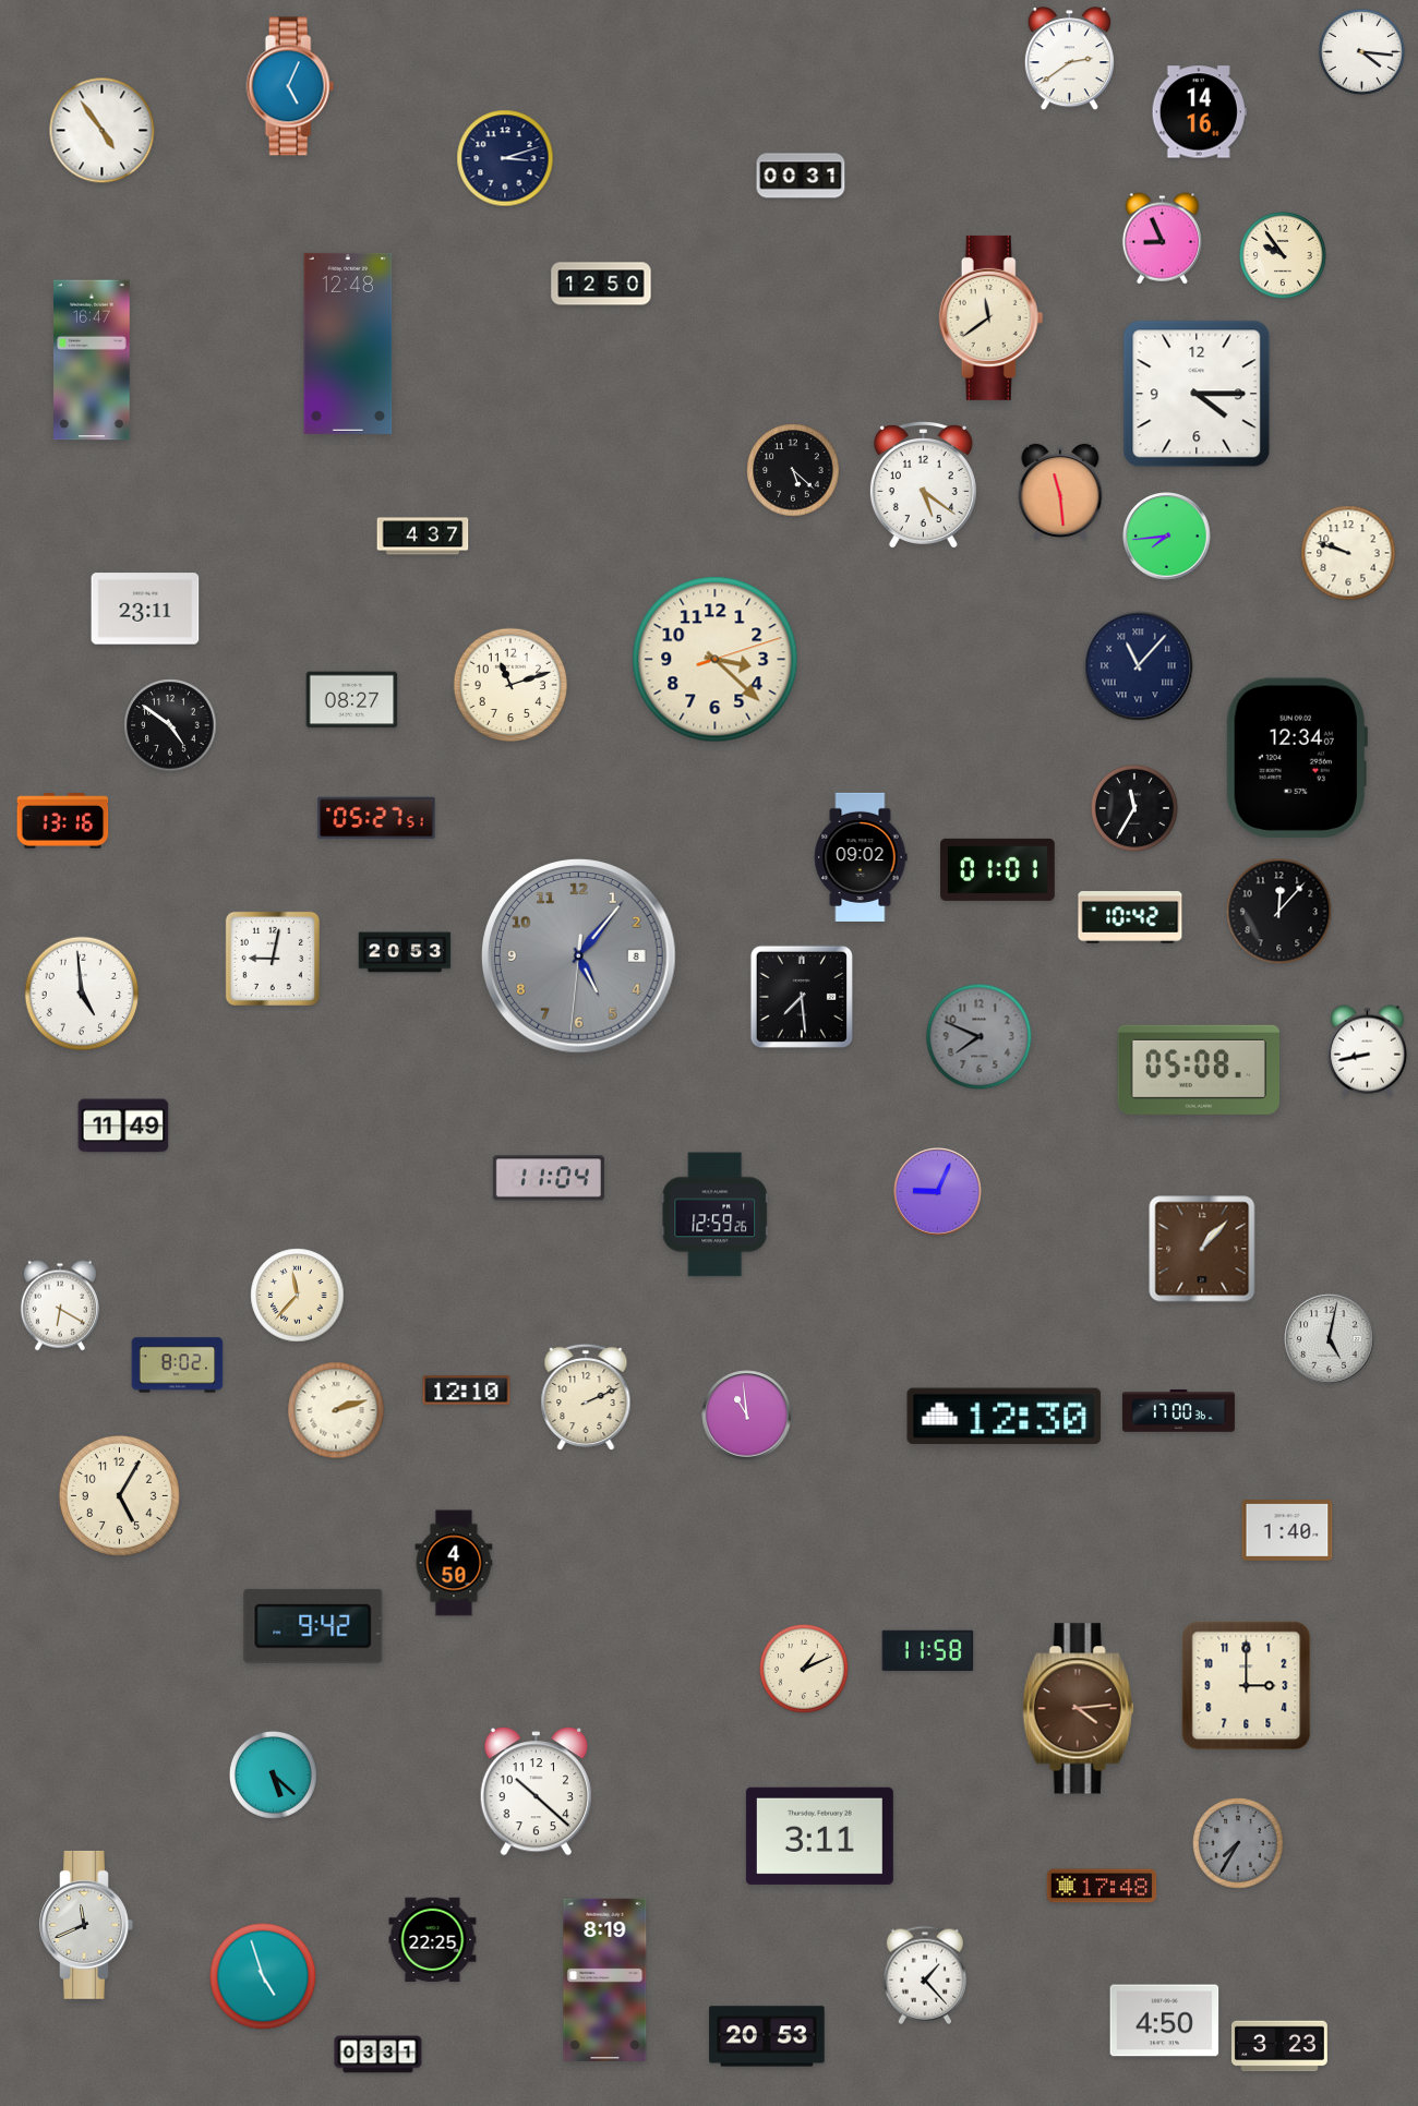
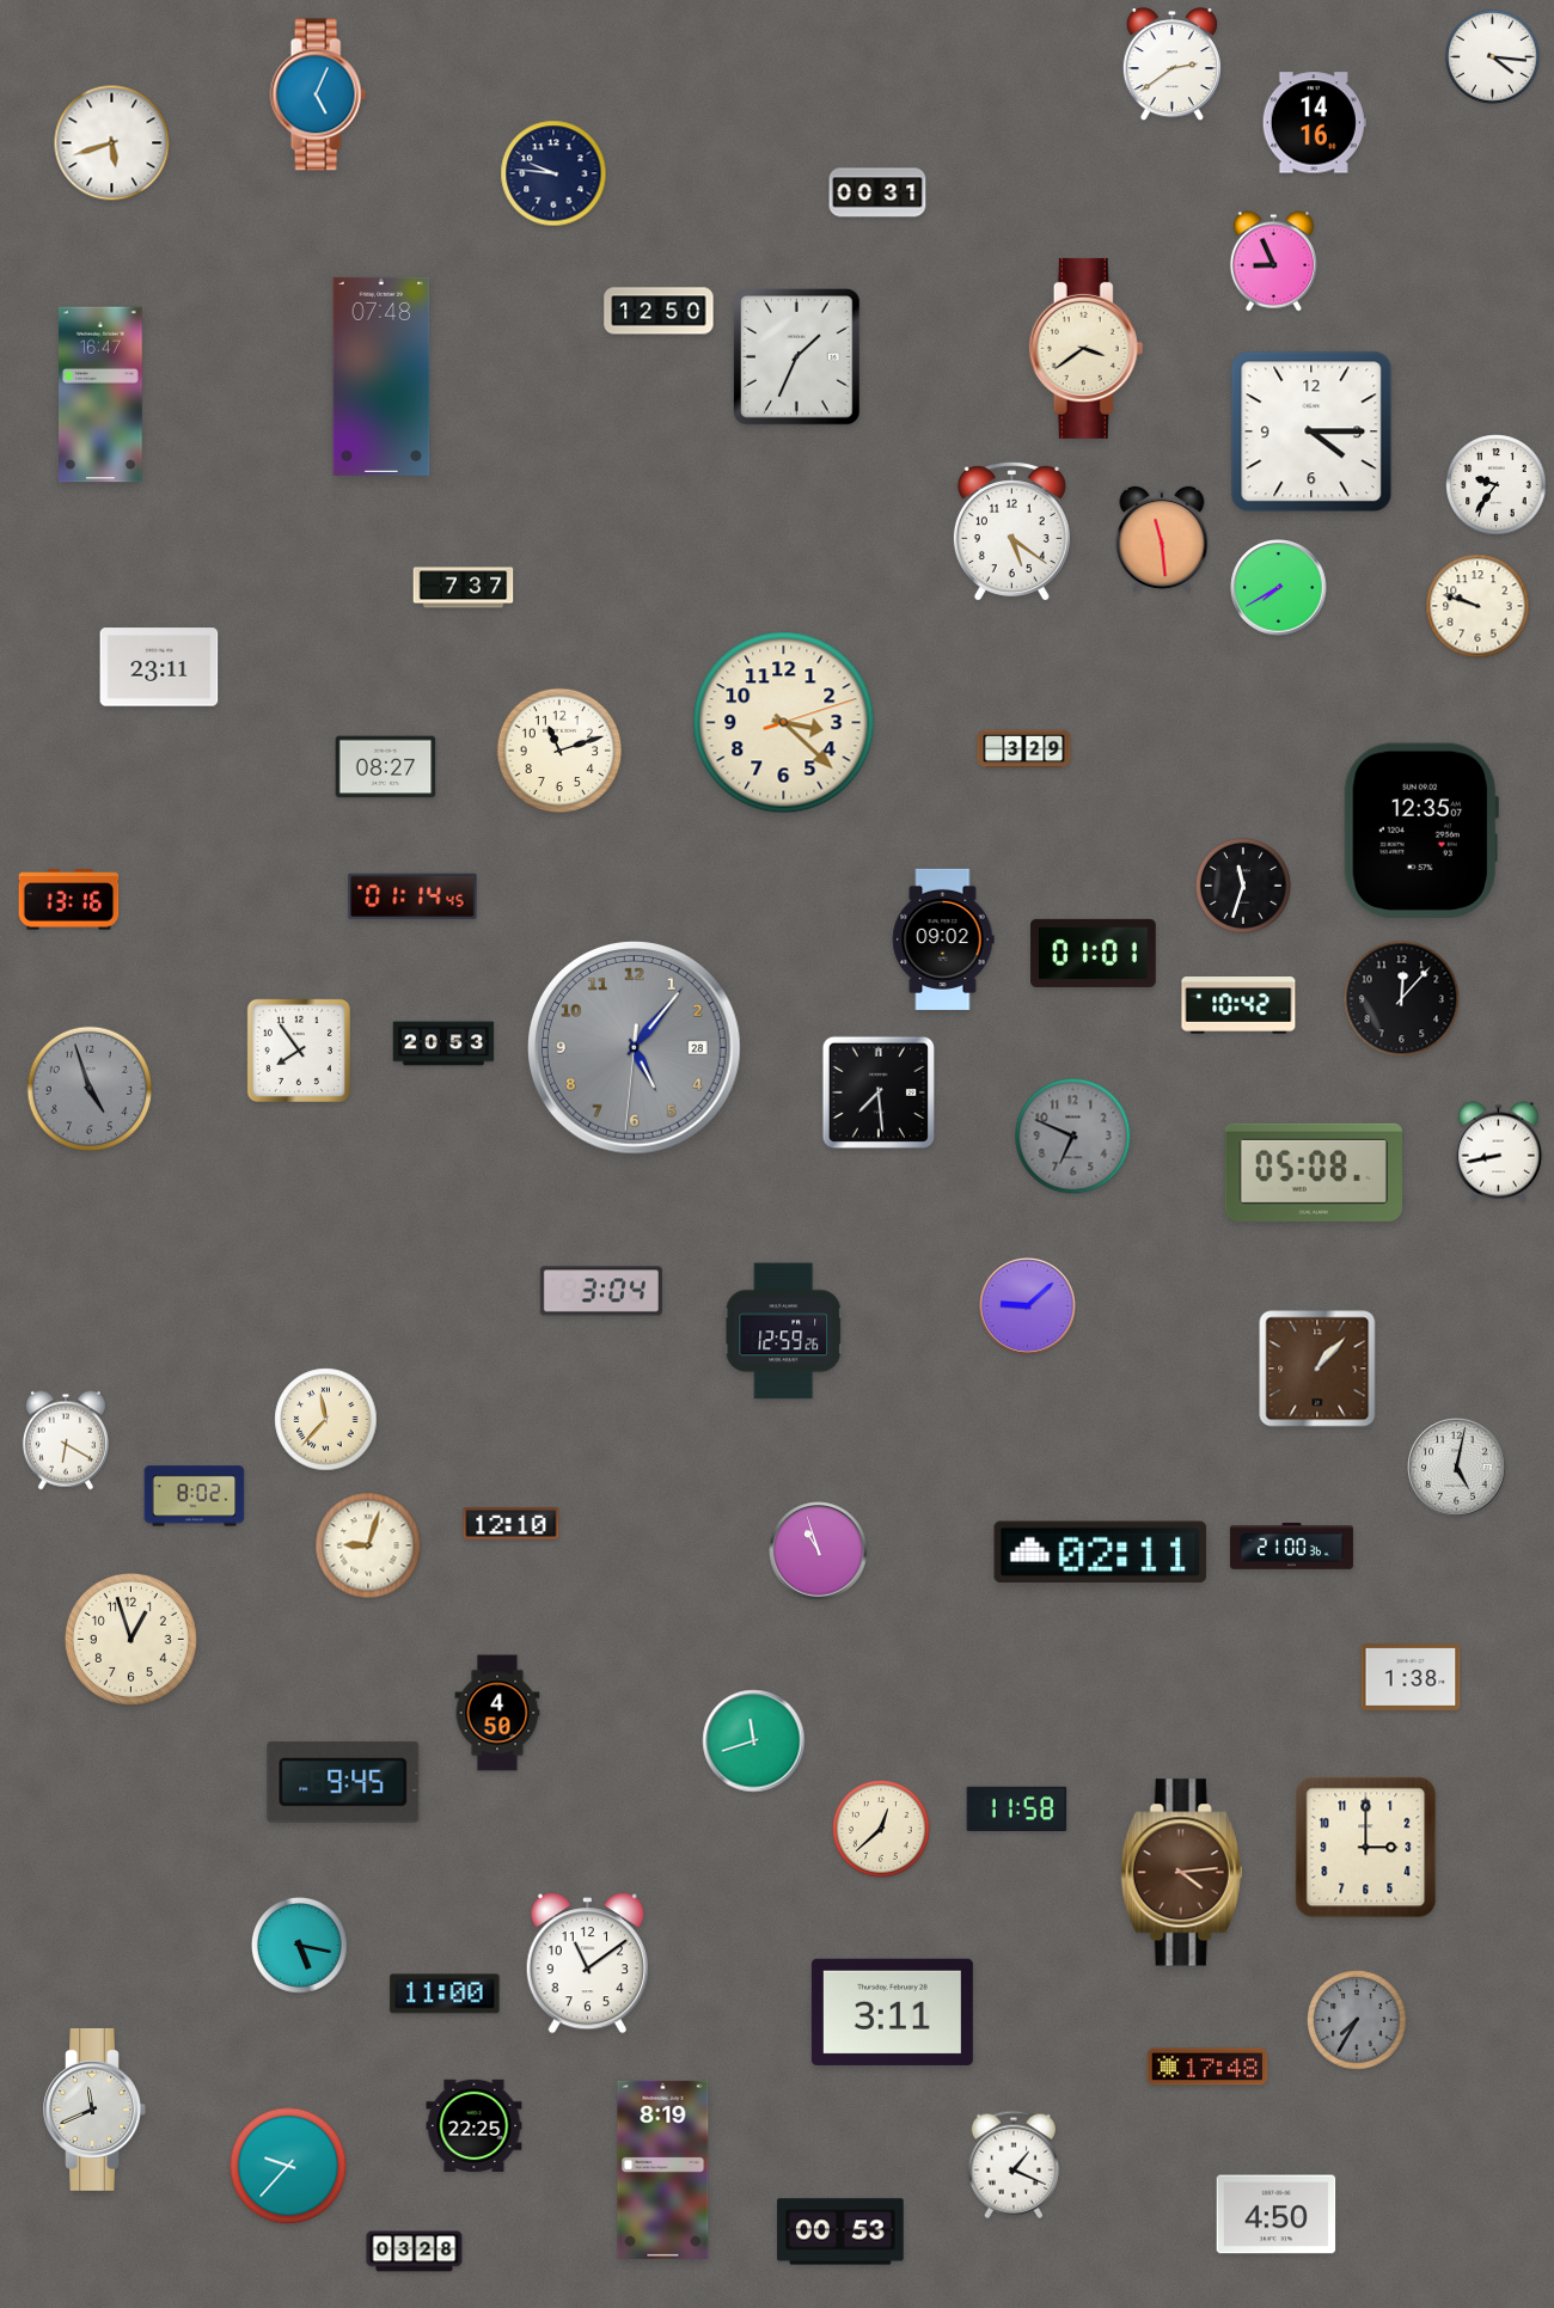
clock at (103, 131): 4:54 -> 5:42
clock at (505, 158): 3:12 -> 9:46
clock at (1283, 255): 9:54 -> none
clock at (992, 317): 11:39 -> 3:39
clock at (797, 357): none -> 1:34
clock at (348, 344): 12:48 -> 07:48
clock at (1497, 485): none -> 9:36
clock at (793, 470): 5:22 -> none
clock at (423, 537): 4:37 -> 7:37
clock at (1167, 537): 7:44 -> 7:40
clock at (1139, 666): 11:07 -> none
clock at (1024, 749): none -> 3:29
clock at (170, 725): 4:51 -> none
clock at (1297, 758): 12:34 -> 12:35
clock at (1134, 808): 11:35 -> 11:33
clock at (376, 818): 05:27 -> 01:14
clock at (579, 956) date: 8 -> 28
clock at (273, 959): 9:02 -> 7:54
clock at (82, 994): 4:59 -> 4:57
clock at (82, 994) dial: white -> grey
clock at (980, 1037): 7:49 -> 6:49
clock at (123, 1126): 11:49 -> none
clock at (549, 1178): 11:04 -> 3:04
clock at (938, 1192): 9:04 -> 9:08
clock at (60, 1305) position: (60, 1305) -> (66, 1440)
clock at (586, 1397): 2:11 -> none
clock at (336, 1410): 2:12 -> 9:03
clock at (1178, 1411): 17:00 -> 21:00
clock at (747, 1416): 10:59 -> 10:57
clock at (1005, 1417): 12:30 -> 02:11
clock at (119, 1495): 5:05 -> 12:57
clock at (1287, 1531): 1:40 -> 1:38
clock at (754, 1741): none -> 11:42
clock at (313, 1626): 9:42 -> 9:45
clock at (805, 1670): 1:11 -> 12:38
clock at (273, 1774): 5:22 -> 5:17
clock at (536, 1792): 10:22 -> 11:09
clock at (445, 1994): none -> 11:00
clock at (819, 1836) position: (819, 1836) -> (892, 2012)
clock at (925, 1975): 1:23 -> 1:19
clock at (263, 1976): 4:57 -> 9:37
clock at (767, 2036): 20:53 -> 00:53
clock at (1279, 2046): 3:23 -> none
clock at (378, 2055): 03:31 -> 03:28
